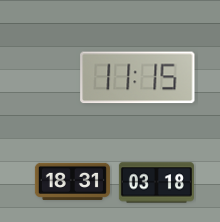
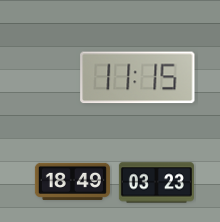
clock at (72, 181): 18:31 -> 18:49
clock at (156, 183): 03:18 -> 03:23
